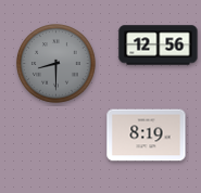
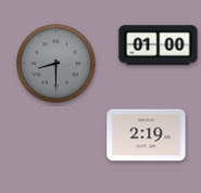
clock at (159, 46): 12:56 -> 01:00
clock at (147, 136): 8:19 -> 2:19
